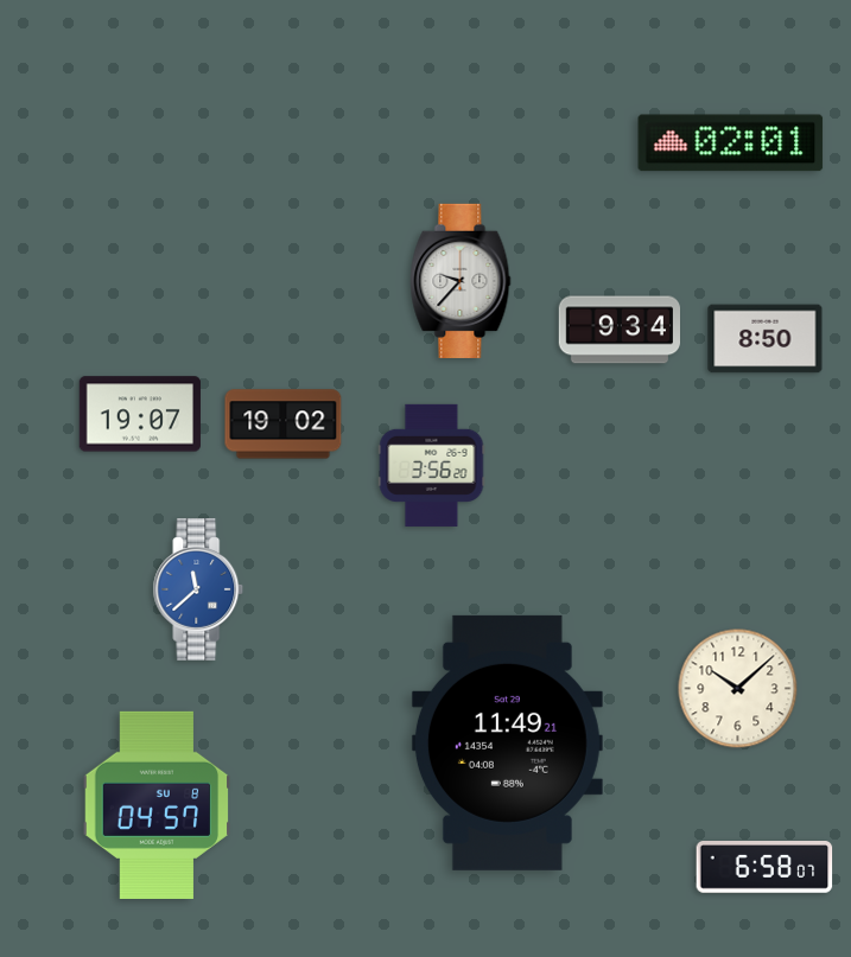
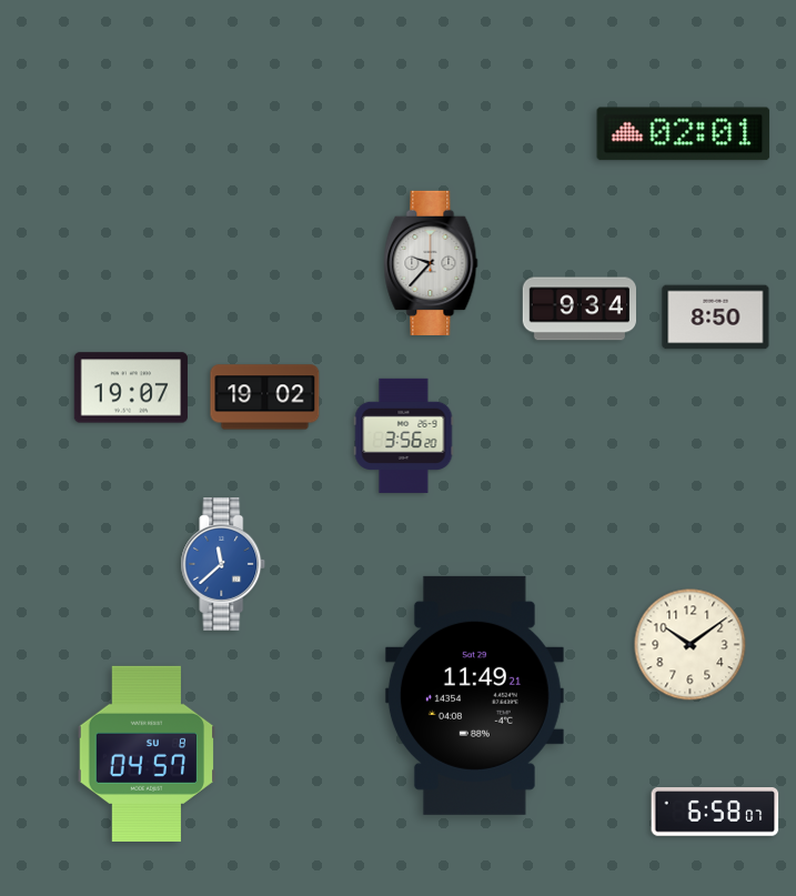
clock at (198, 589) position: (198, 589) -> (223, 564)
clock at (738, 689): 10:08 -> 10:09
